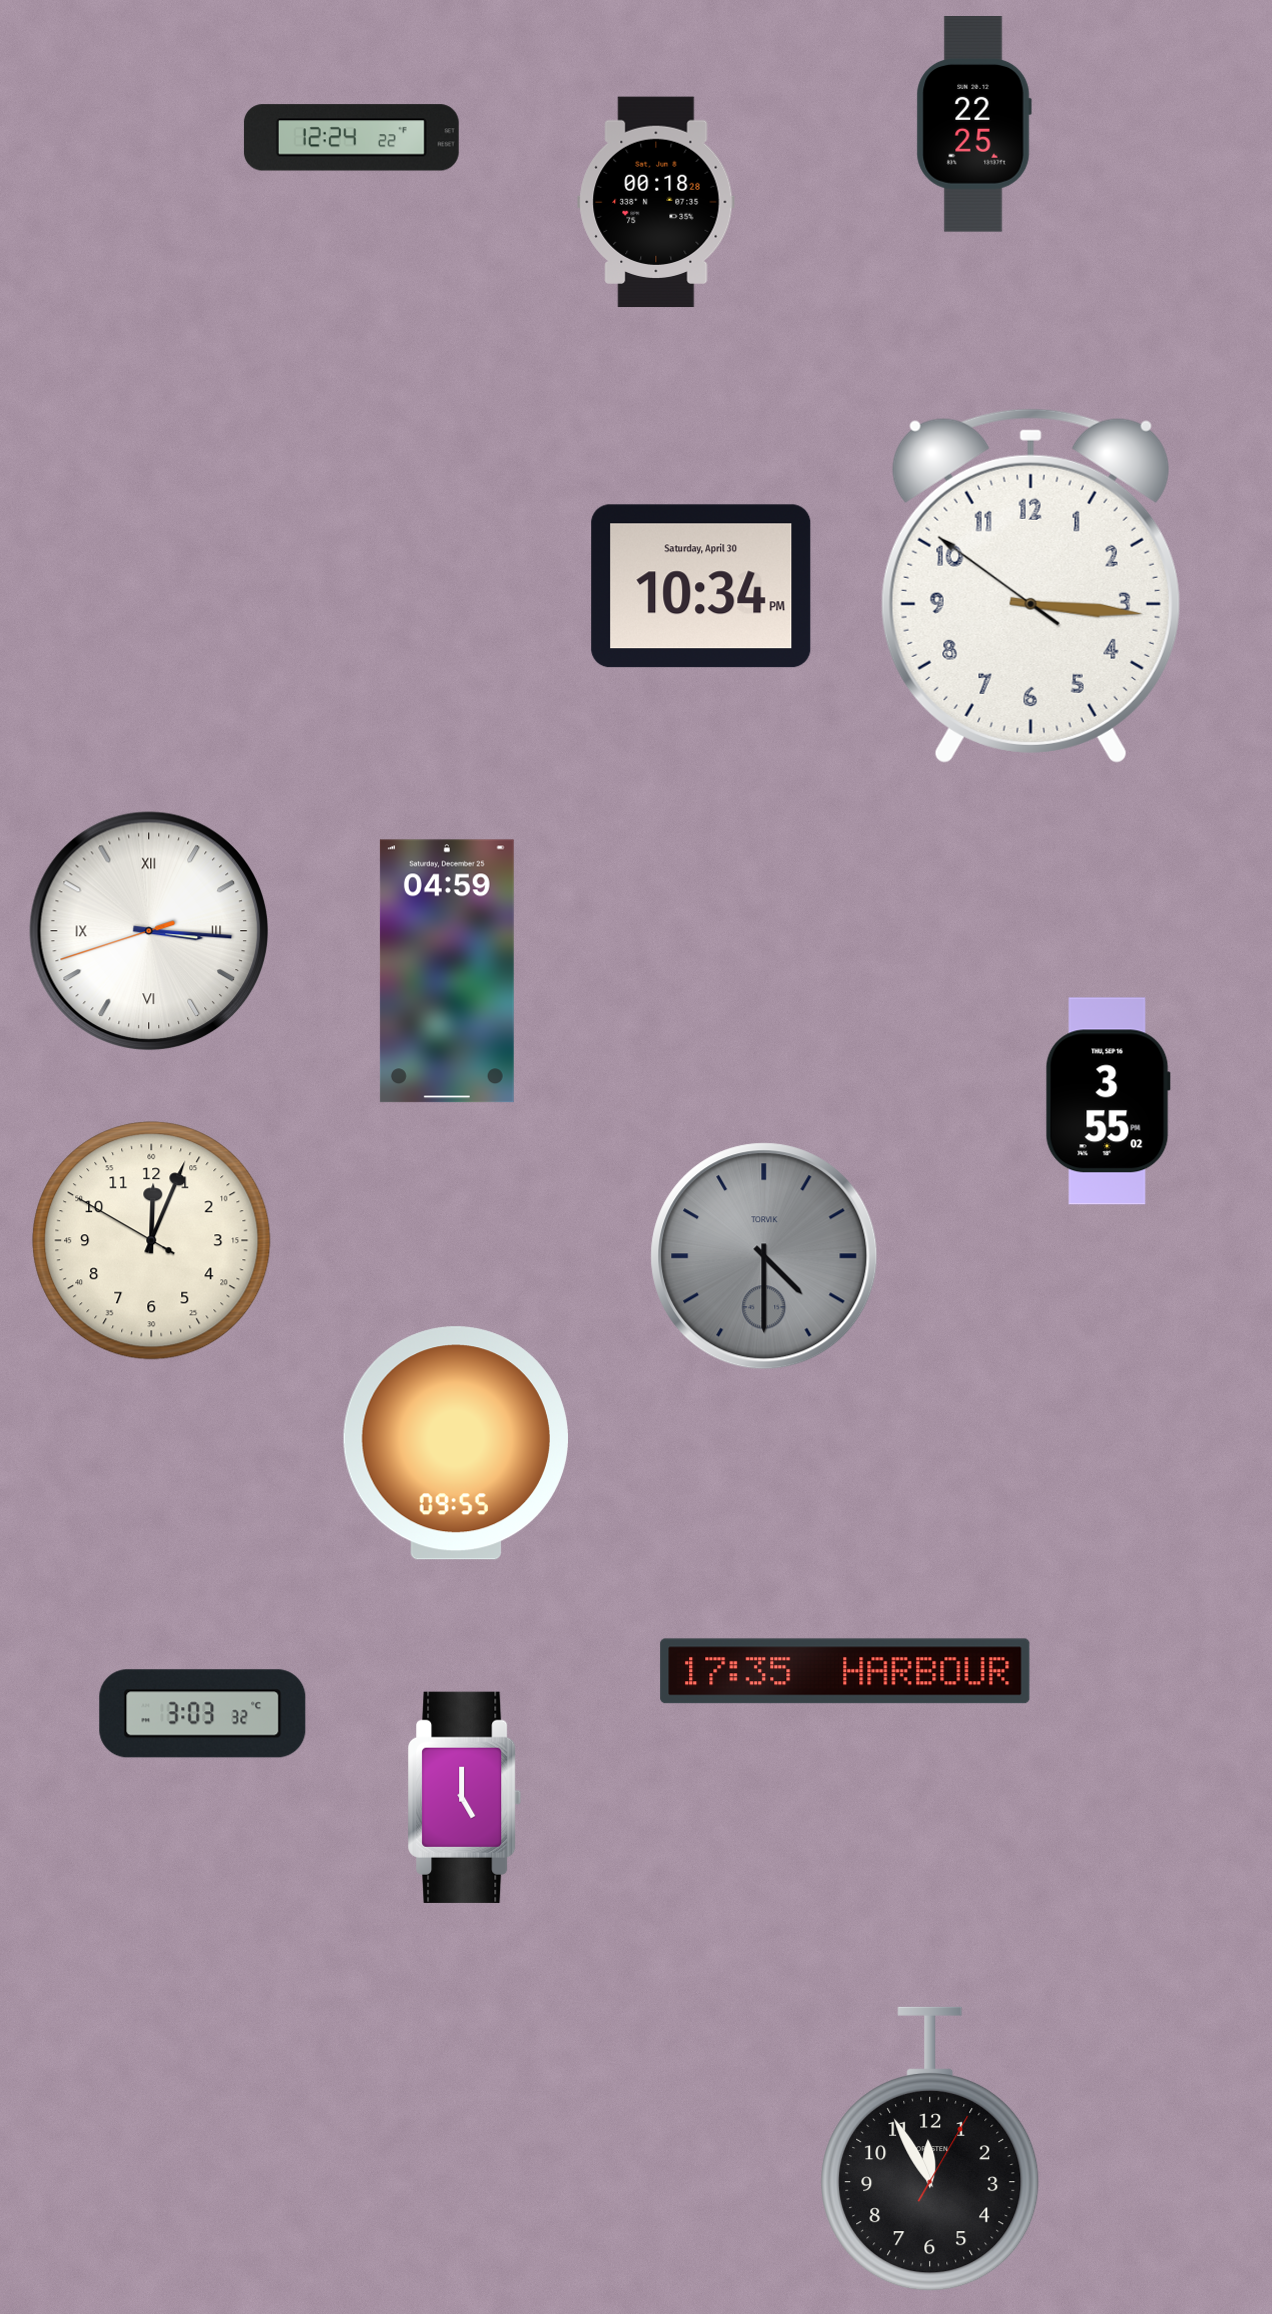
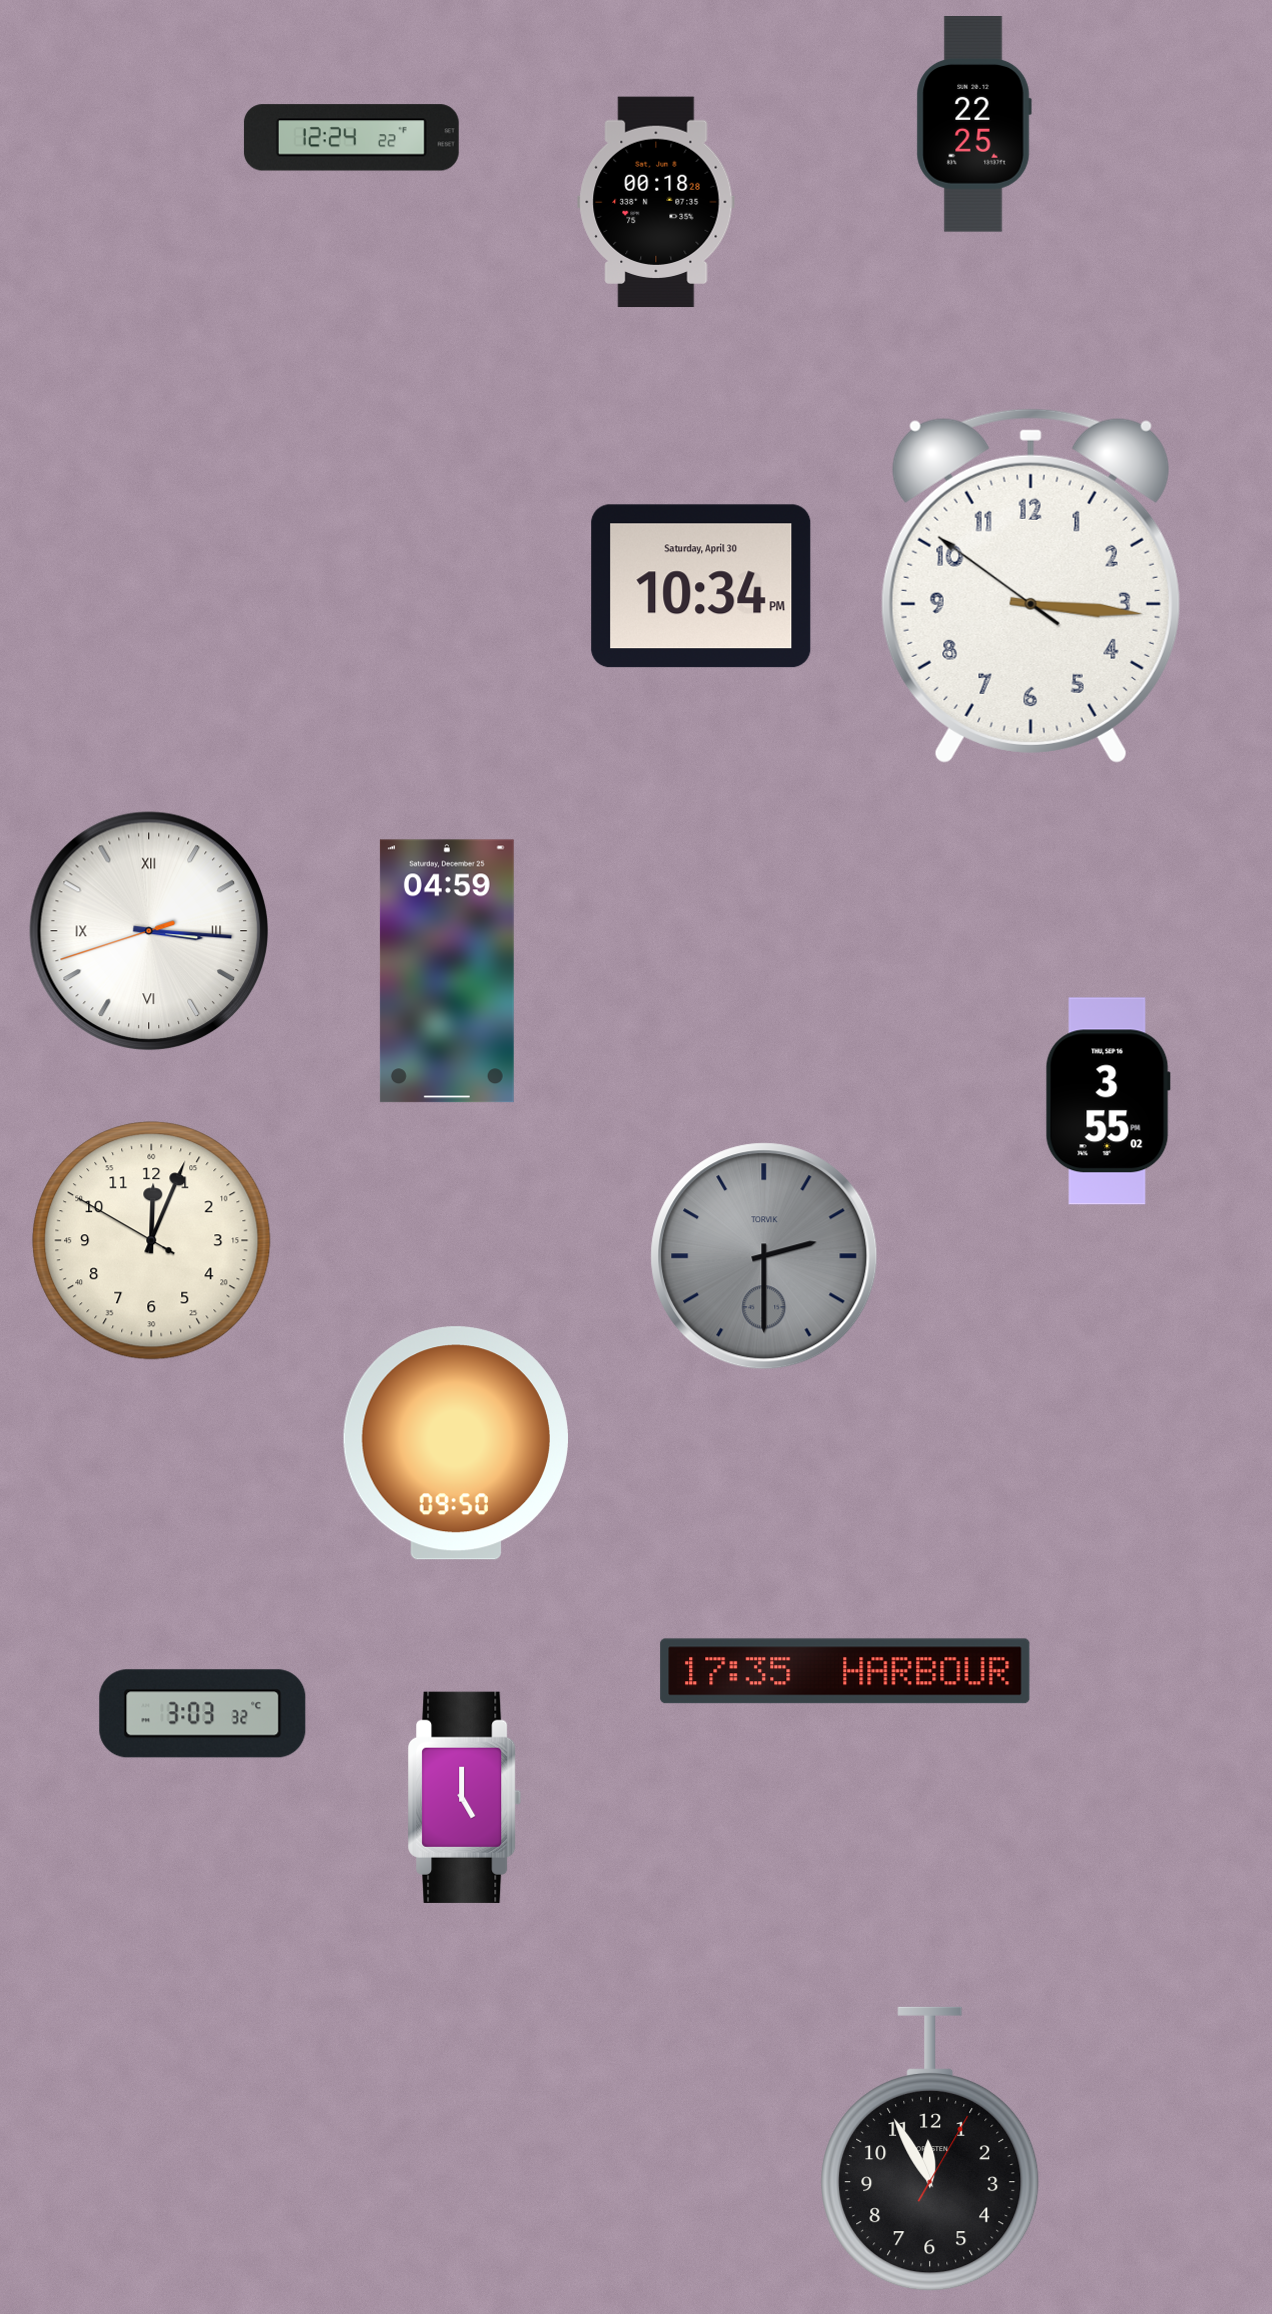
clock at (764, 1256): 4:30 -> 2:30
clock at (456, 1443): 09:55 -> 09:50
